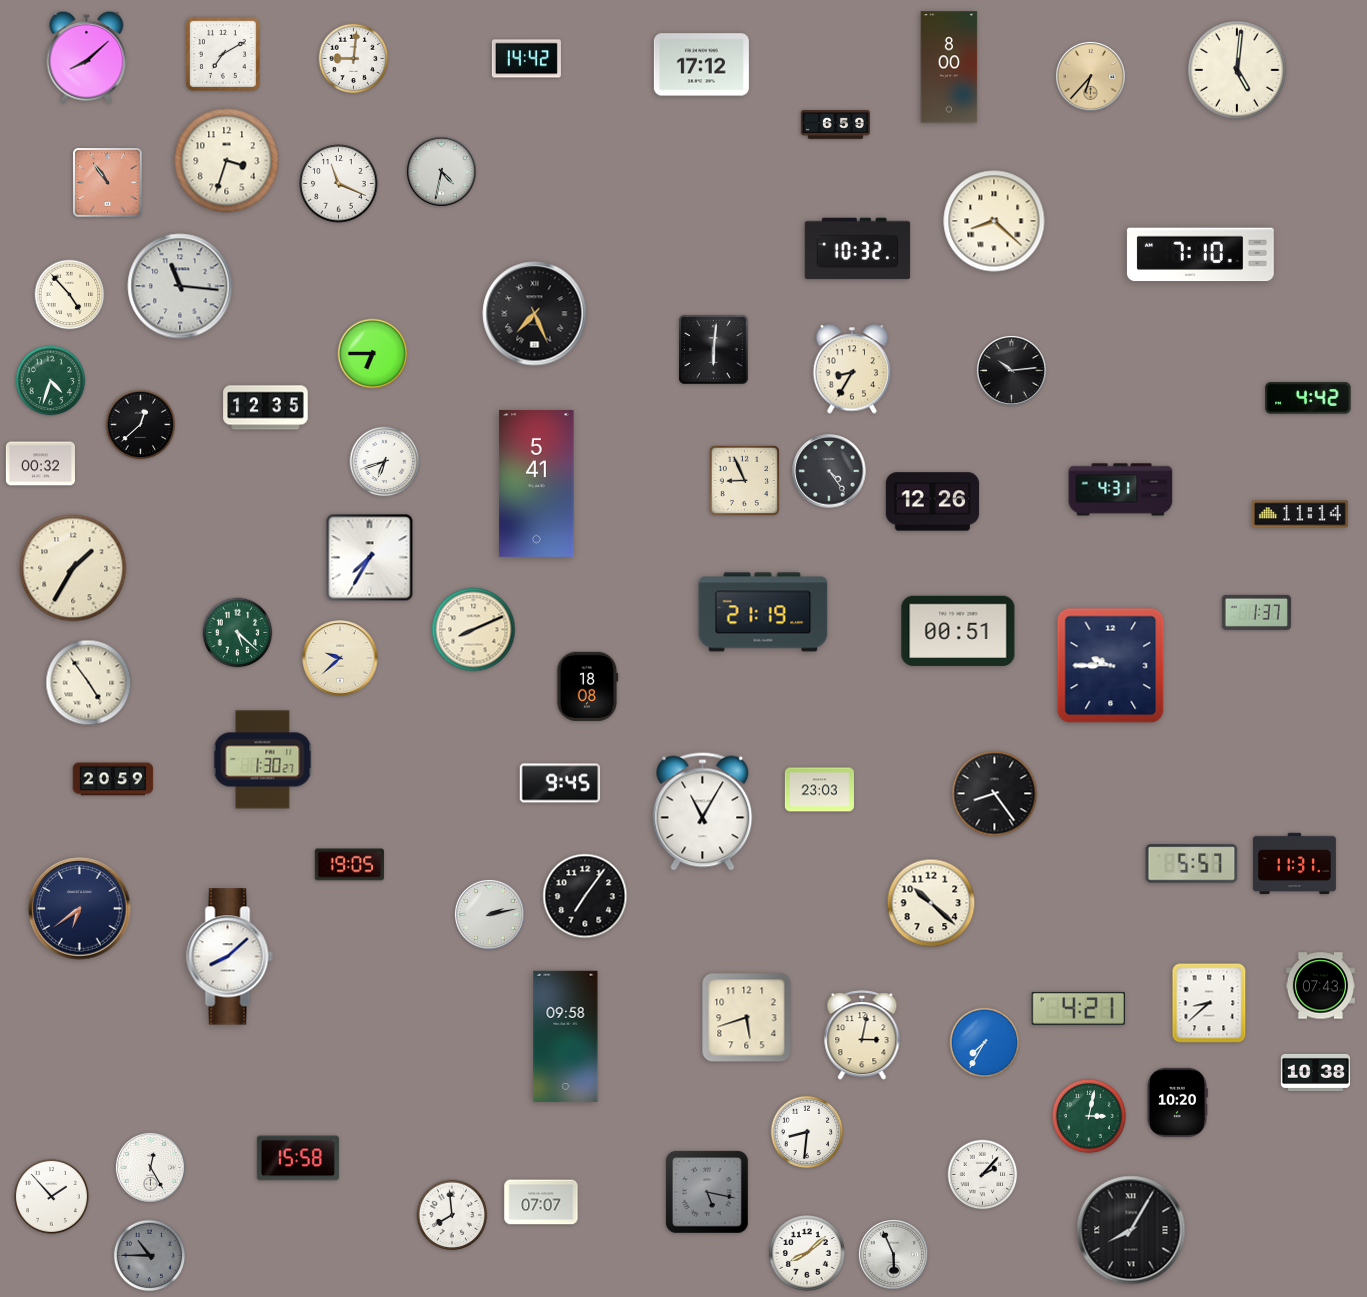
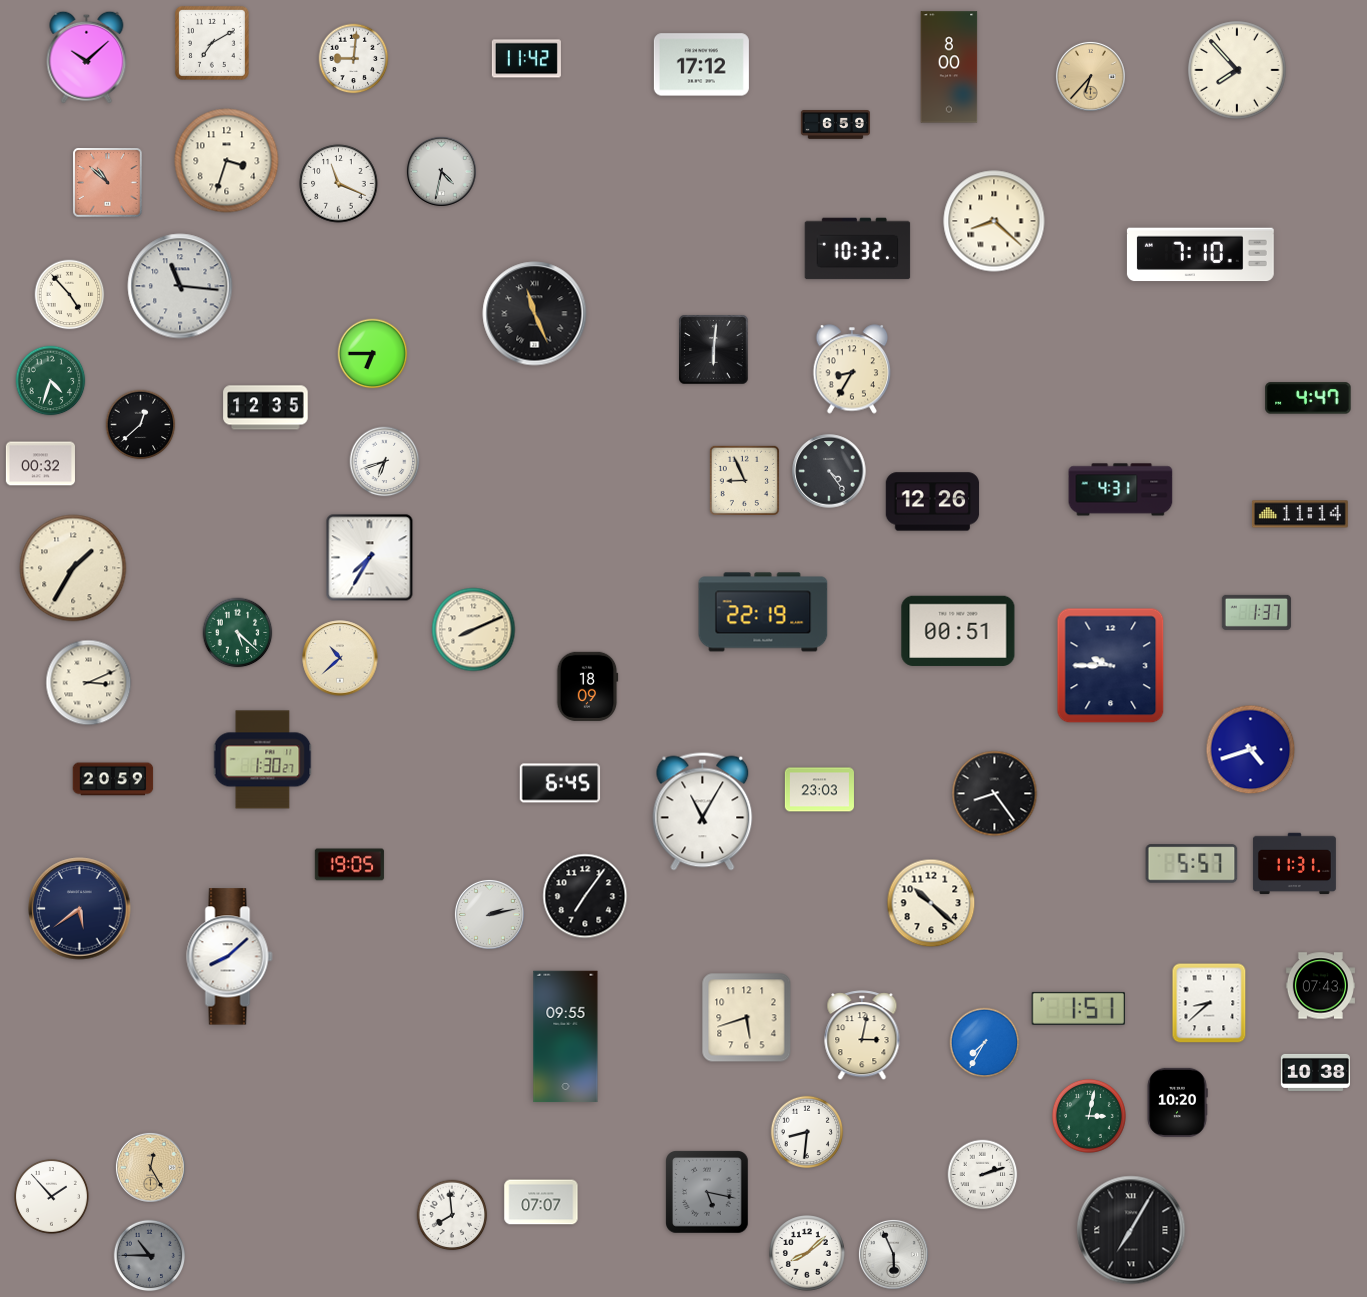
clock at (223, 54) position: (223, 54) -> (212, 43)
clock at (87, 57): 8:08 -> 10:08
clock at (526, 59): 14:42 -> 11:42
clock at (1237, 70): 5:01 -> 7:53
clock at (108, 183): 10:54 -> 10:52
clock at (535, 314): 7:26 -> 11:26
clock at (1011, 370): 10:14 -> none
clock at (1308, 398): 4:42 -> 4:47
clock at (537, 483): 5:41 -> none
clock at (763, 612): 21:19 -> 22:19
clock at (340, 658): 9:38 -> 10:38
clock at (89, 683): 4:54 -> 3:11
clock at (587, 686): 18:08 -> 18:09
clock at (1251, 750): none -> 4:42
clock at (560, 783): 9:45 -> 6:45
clock at (80, 909): 6:39 -> 5:39
clock at (1078, 1008): 4:21 -> 1:51
clock at (566, 1037): 09:58 -> 09:55
clock at (298, 1158): 15:58 -> none
clock at (150, 1167) dial: white -> champagne
clock at (983, 1175): 2:07 -> 2:12
clock at (1131, 1230): 8:05 -> 7:05
